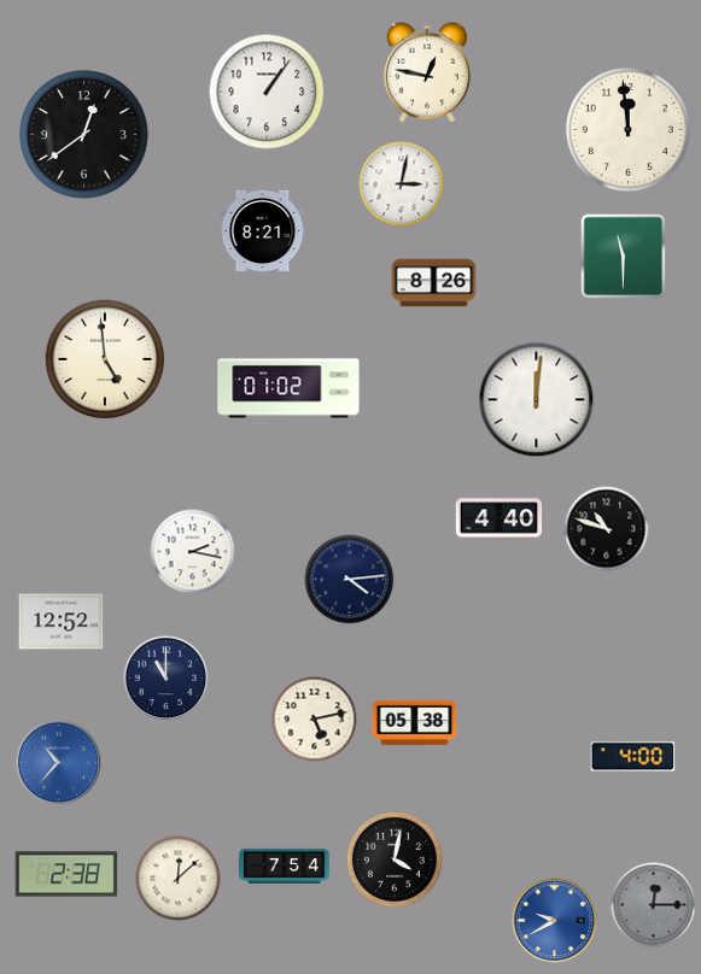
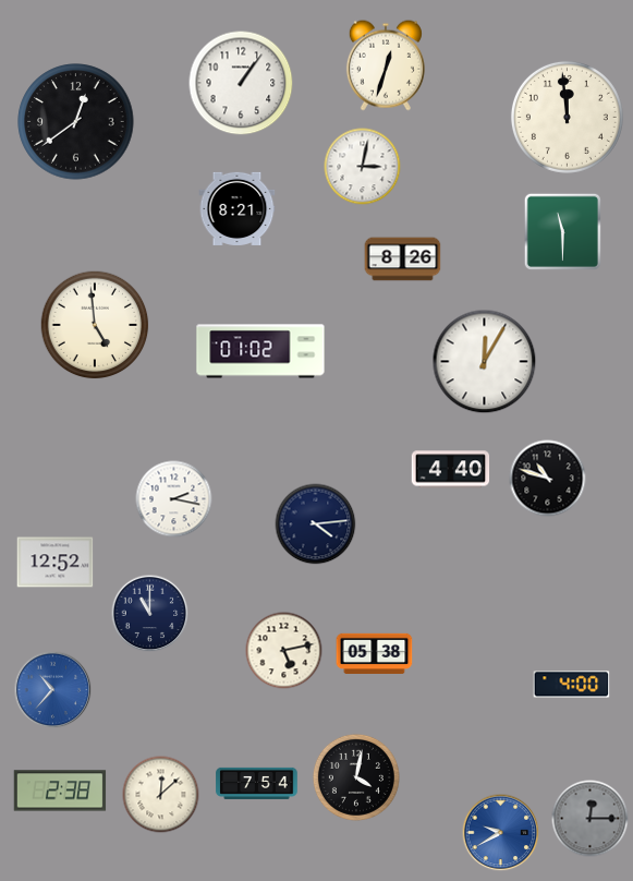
clock at (427, 72): 12:47 -> 12:33
clock at (434, 283) position: (434, 283) -> (403, 260)
clock at (537, 400): 12:01 -> 12:05
